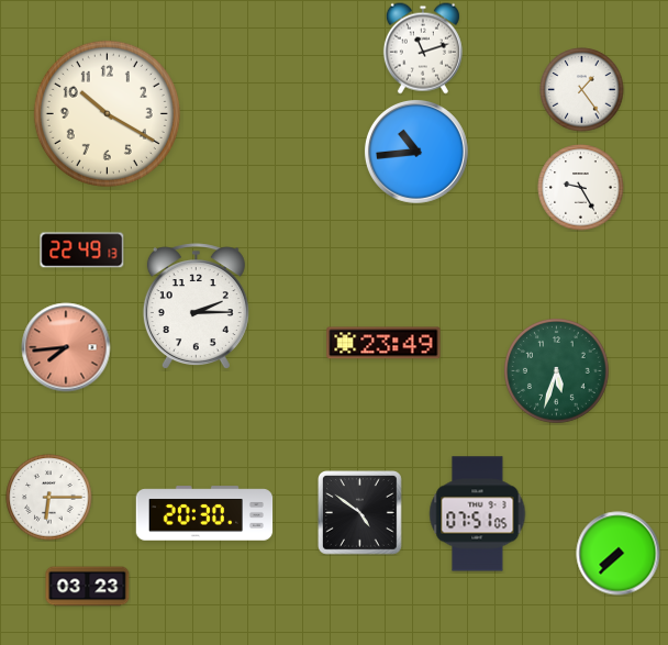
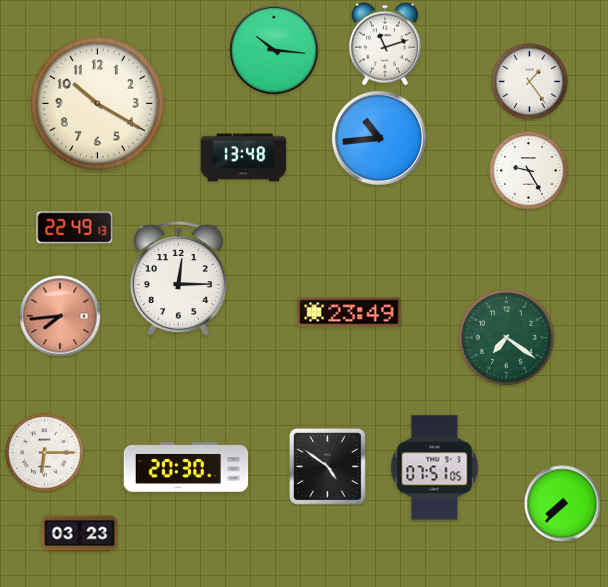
clock at (274, 50): none -> 10:16
clock at (244, 158): none -> 13:48
clock at (196, 305): 2:15 -> 12:15
clock at (557, 371): 5:33 -> 7:21
